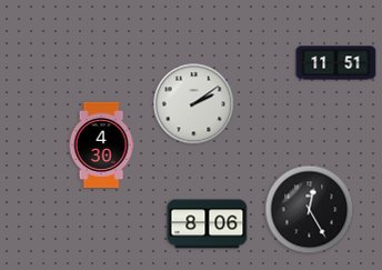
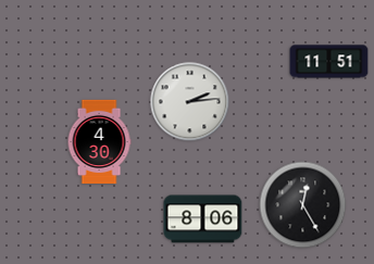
clock at (194, 104): 2:09 -> 2:14
